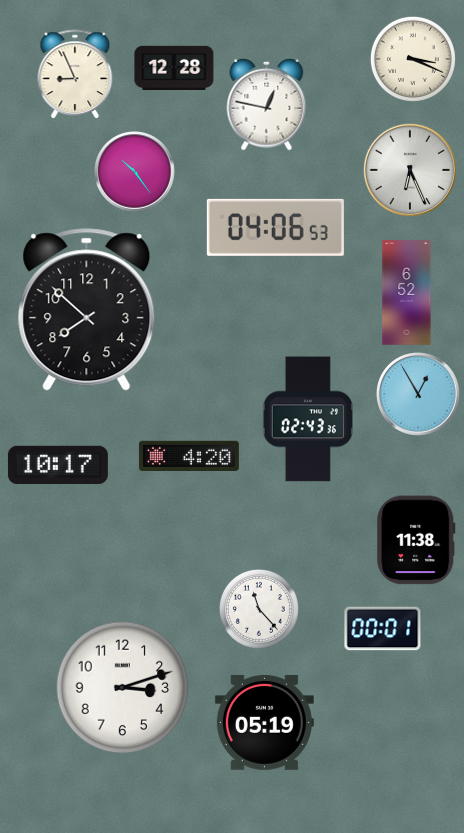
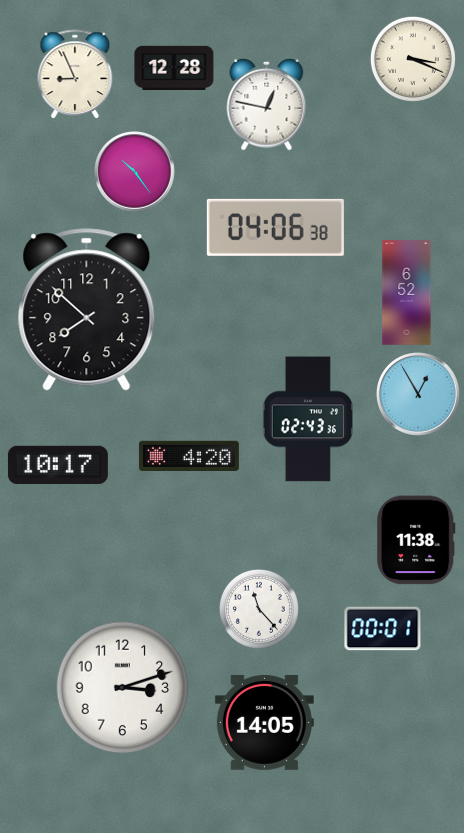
clock at (410, 170): 6:26 -> none
clock at (275, 227): 04:06:53 -> 04:06:38
clock at (264, 722): 05:19 -> 14:05
